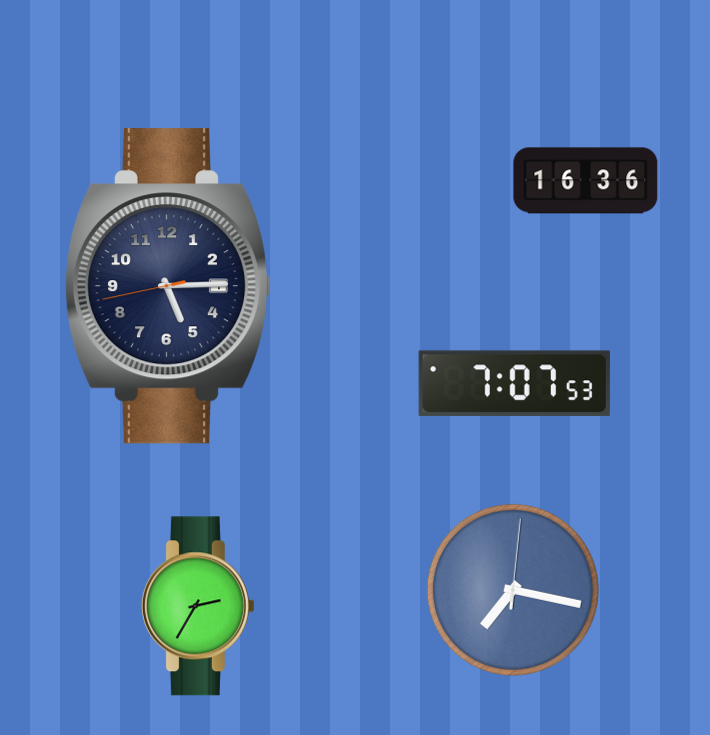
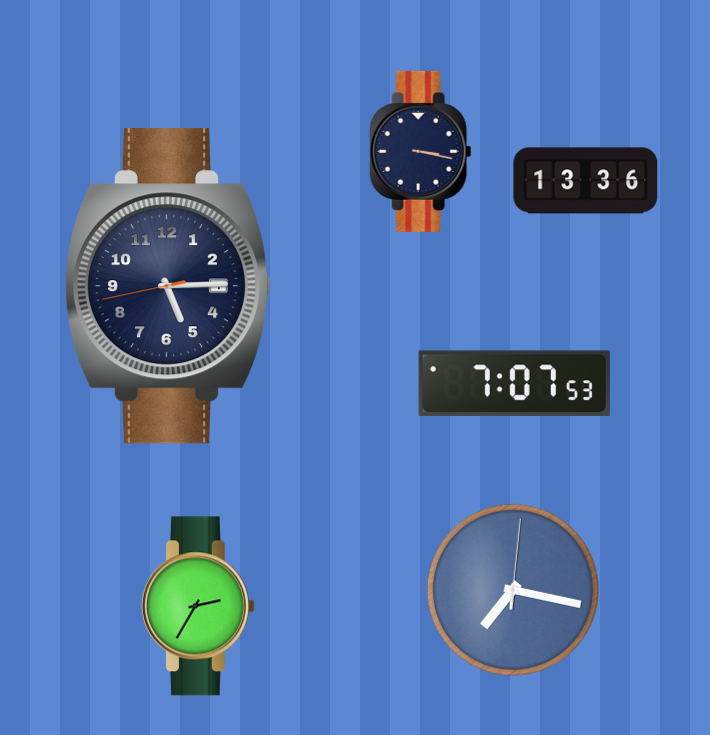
clock at (421, 151): none -> 3:17
clock at (586, 181): 16:36 -> 13:36
